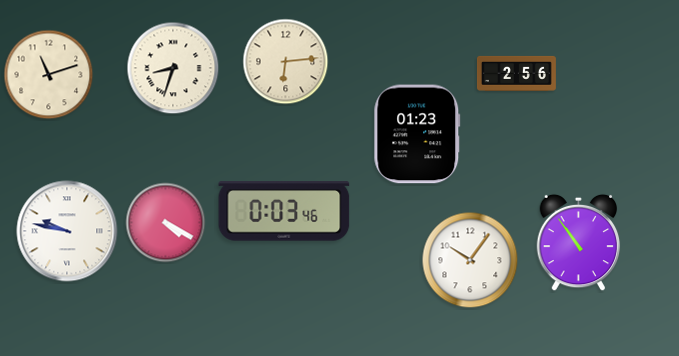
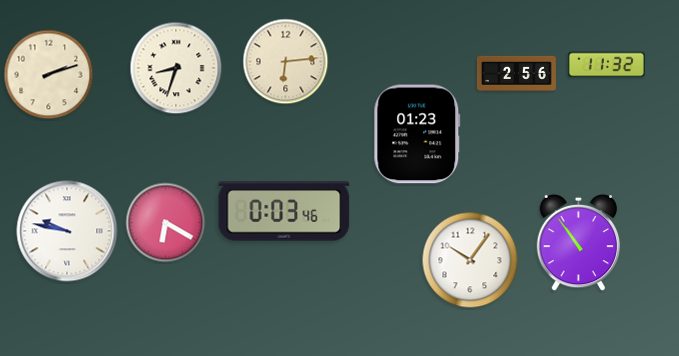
clock at (606, 65): none -> 11:32
clock at (173, 68) position: (173, 68) -> (176, 68)
clock at (49, 75): 11:12 -> 2:12
clock at (166, 223): 4:20 -> 6:20
